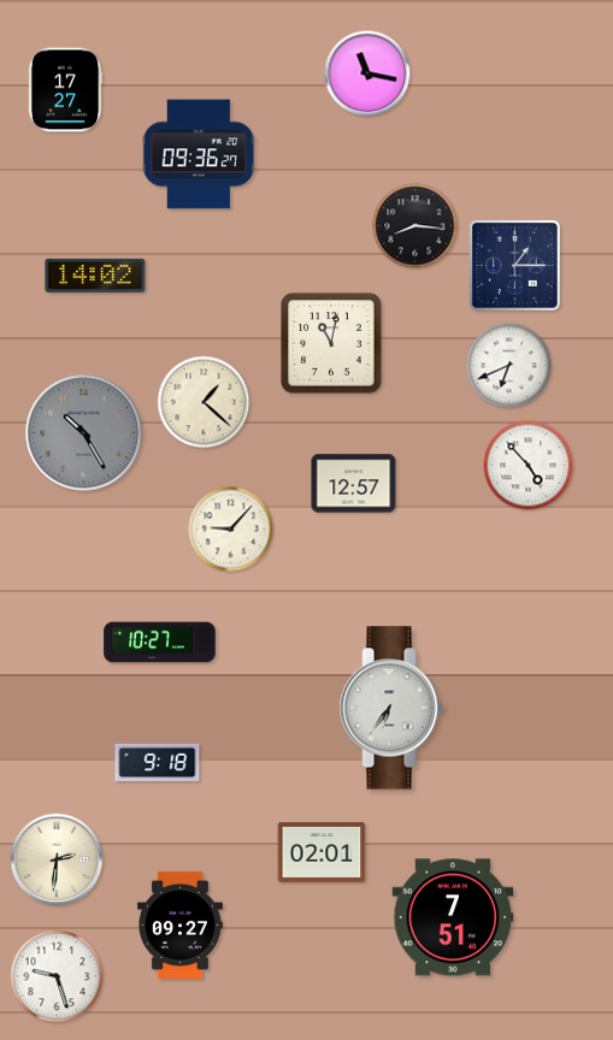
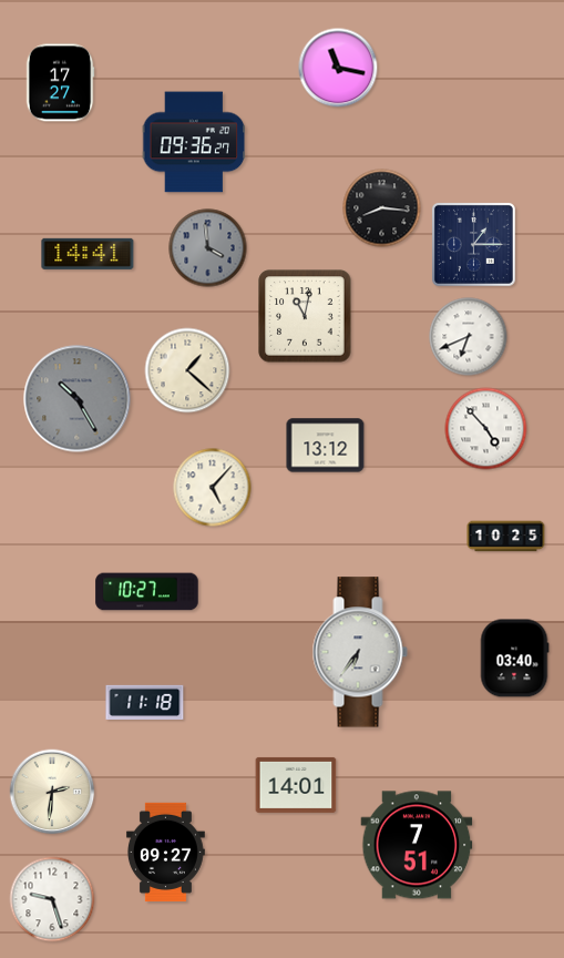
clock at (199, 154) position: (199, 154) -> (194, 142)
clock at (208, 248): none -> 3:59
clock at (95, 276): 14:02 -> 14:41
clock at (354, 484): 12:57 -> 13:12
clock at (231, 530): 9:07 -> 5:07
clock at (506, 537): none -> 10:25
clock at (514, 659): none -> 03:40
clock at (158, 762): 9:18 -> 11:18
clock at (322, 852): 02:01 -> 14:01
